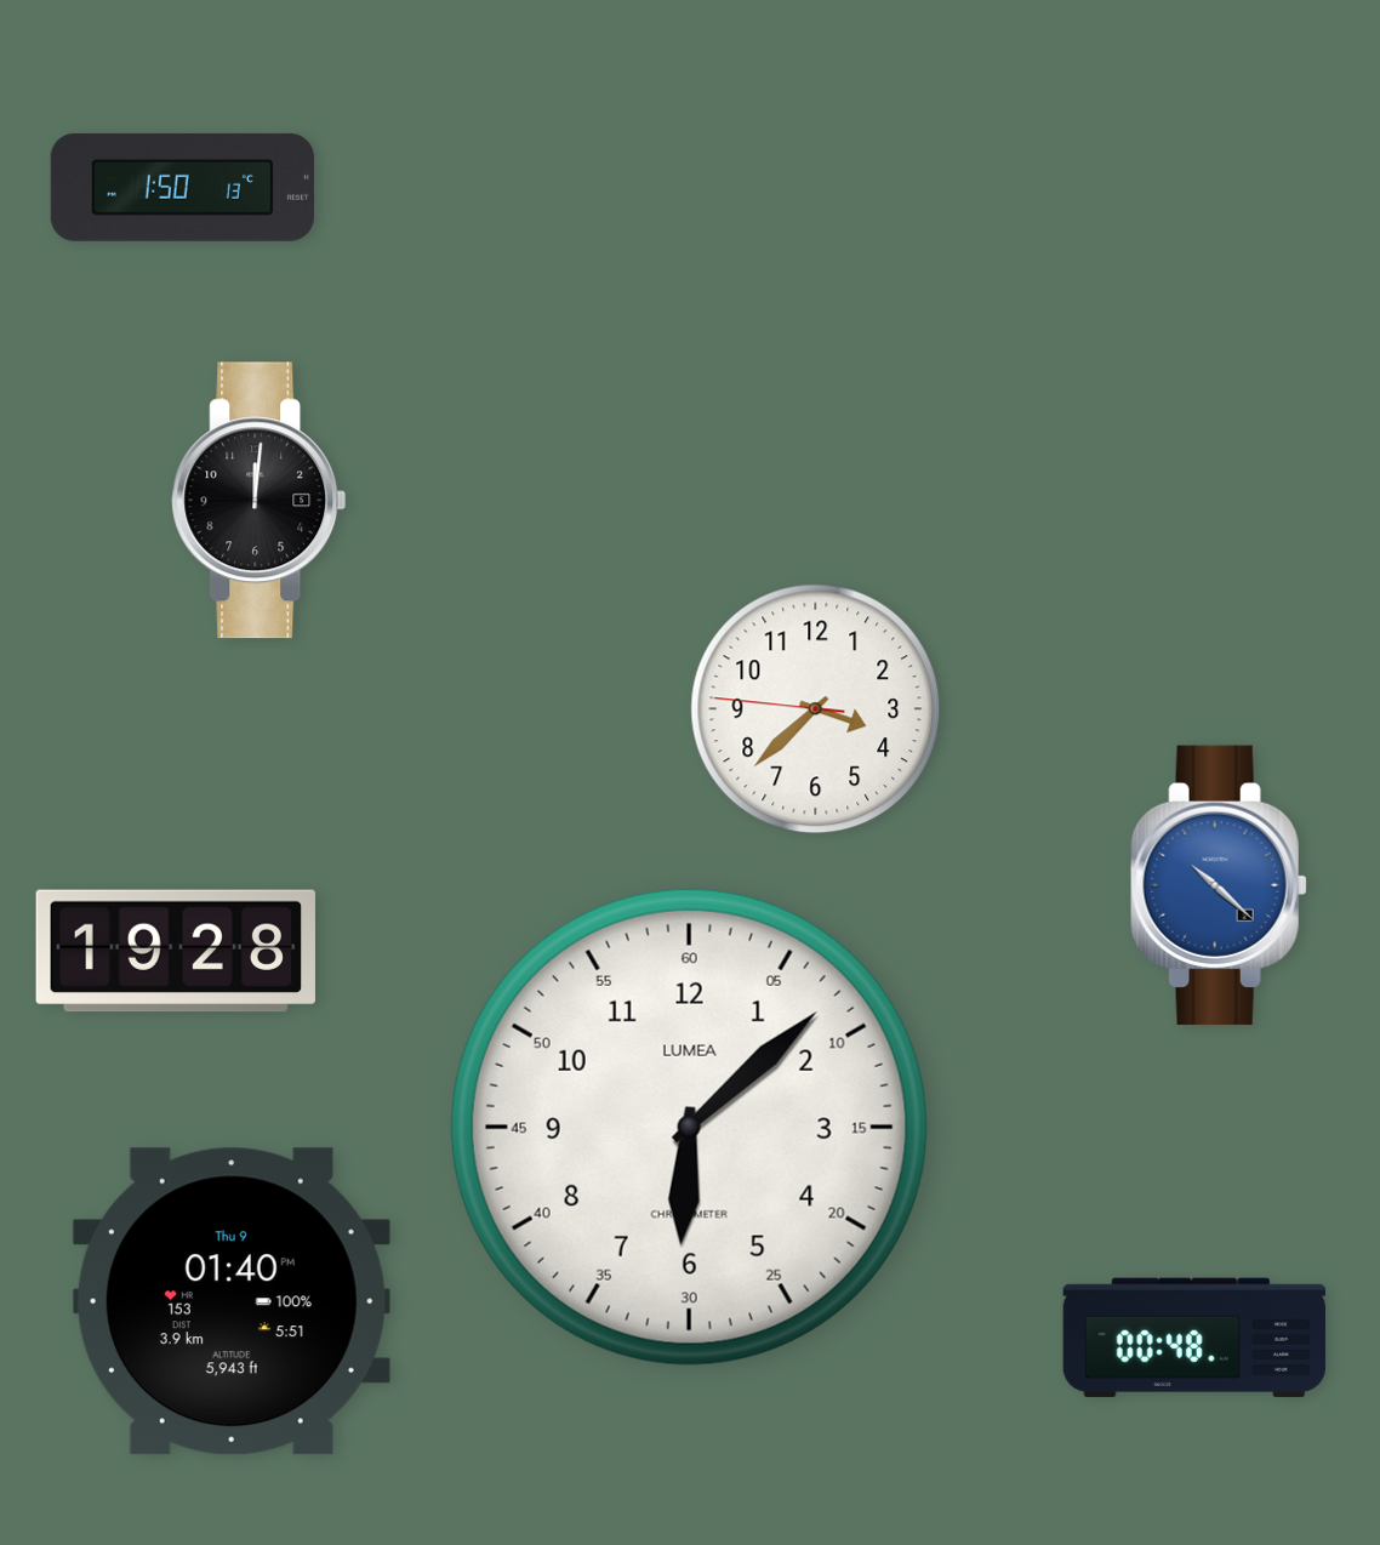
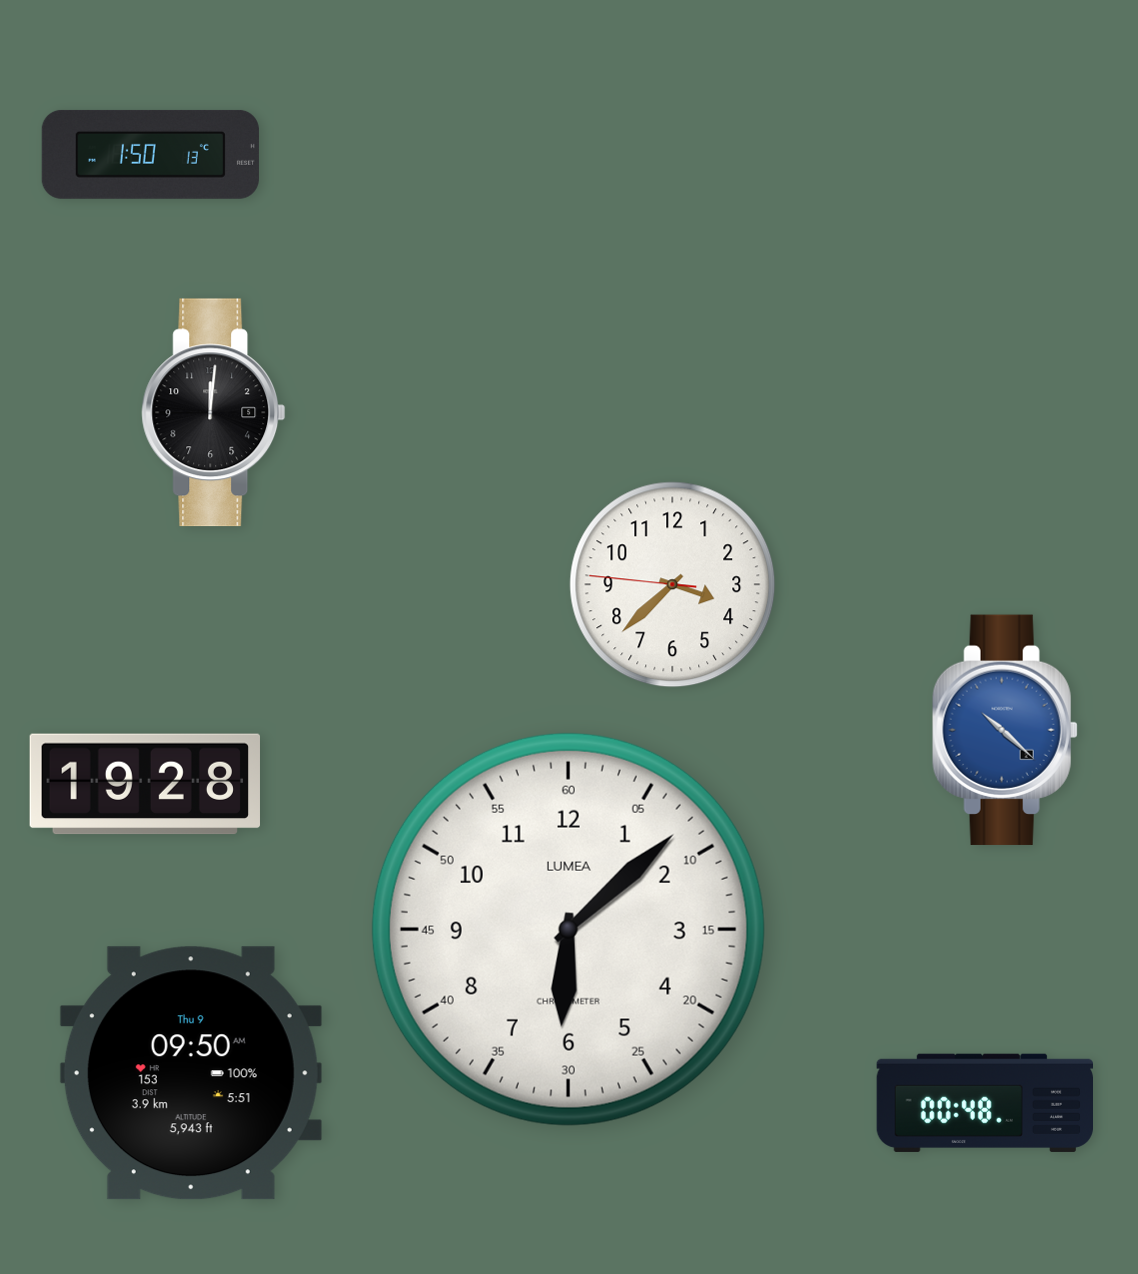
clock at (232, 1301): 01:40 -> 09:50
